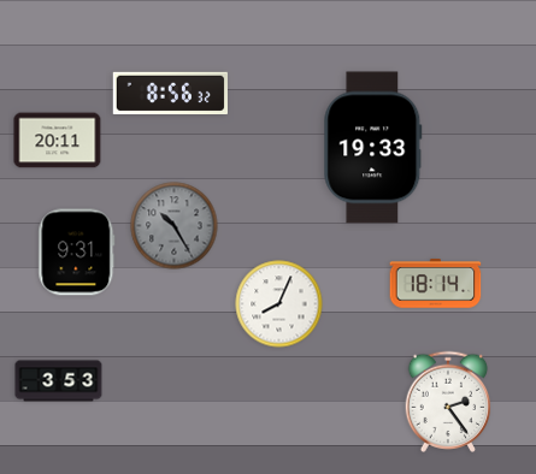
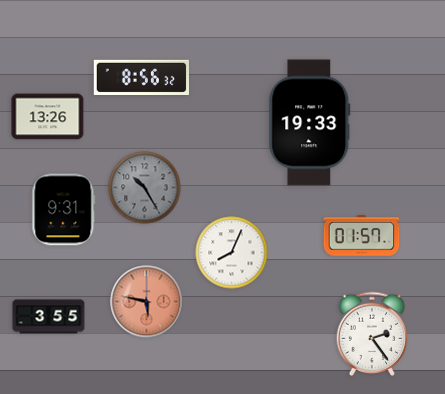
clock at (58, 141): 20:11 -> 13:26
clock at (436, 284): 18:14 -> 01:57
clock at (147, 302): none -> 5:47
clock at (59, 381): 3:53 -> 3:55
